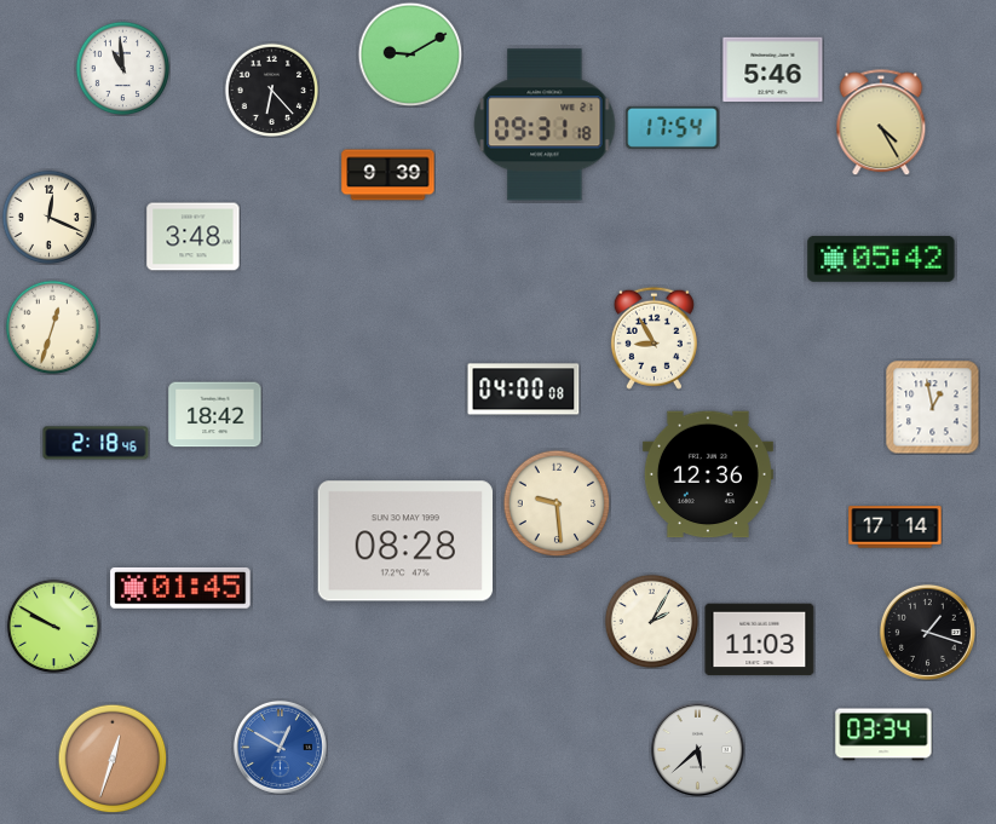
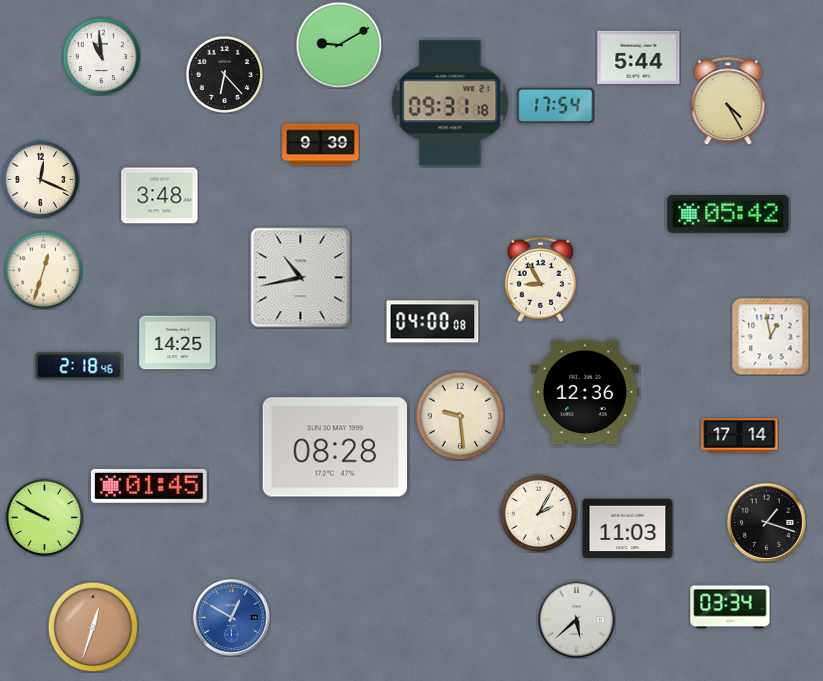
clock at (773, 69): 5:46 -> 5:44
clock at (301, 278): none -> 10:43
clock at (215, 415): 18:42 -> 14:25
